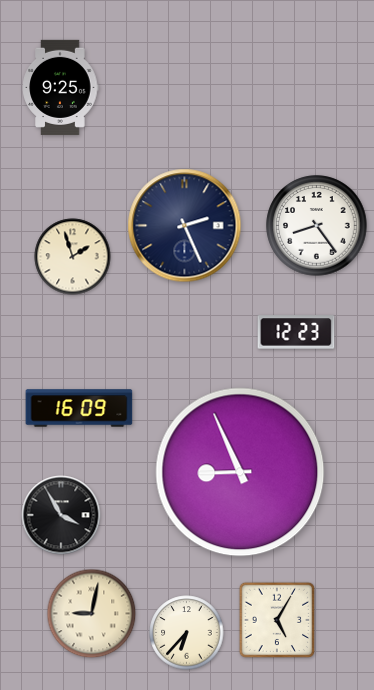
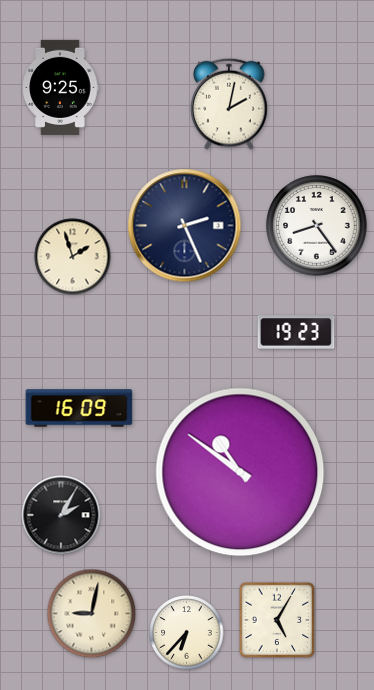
clock at (229, 104): none -> 2:02
clock at (296, 332): 12:23 -> 19:23
clock at (240, 472): 8:56 -> 10:51
clock at (61, 515): 3:55 -> 2:05
